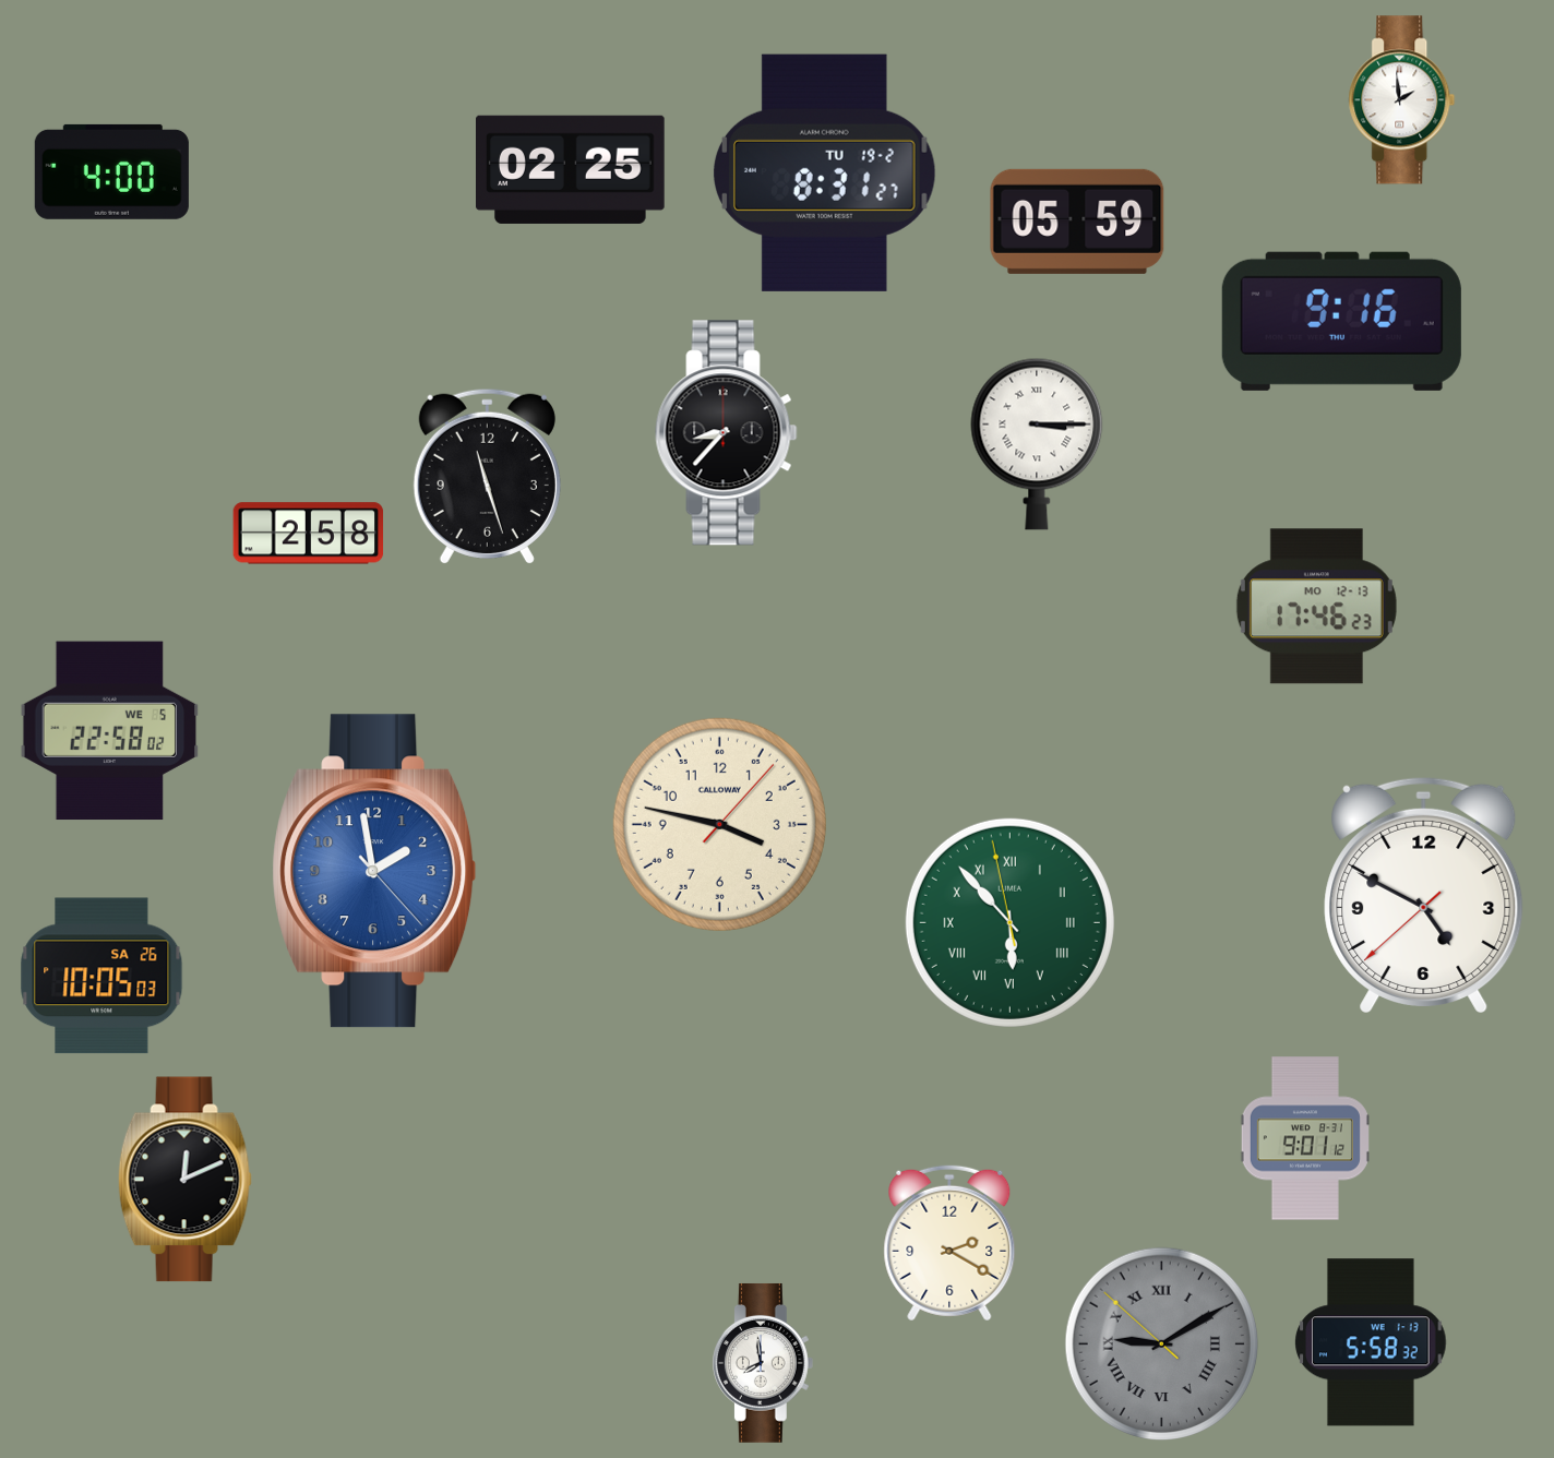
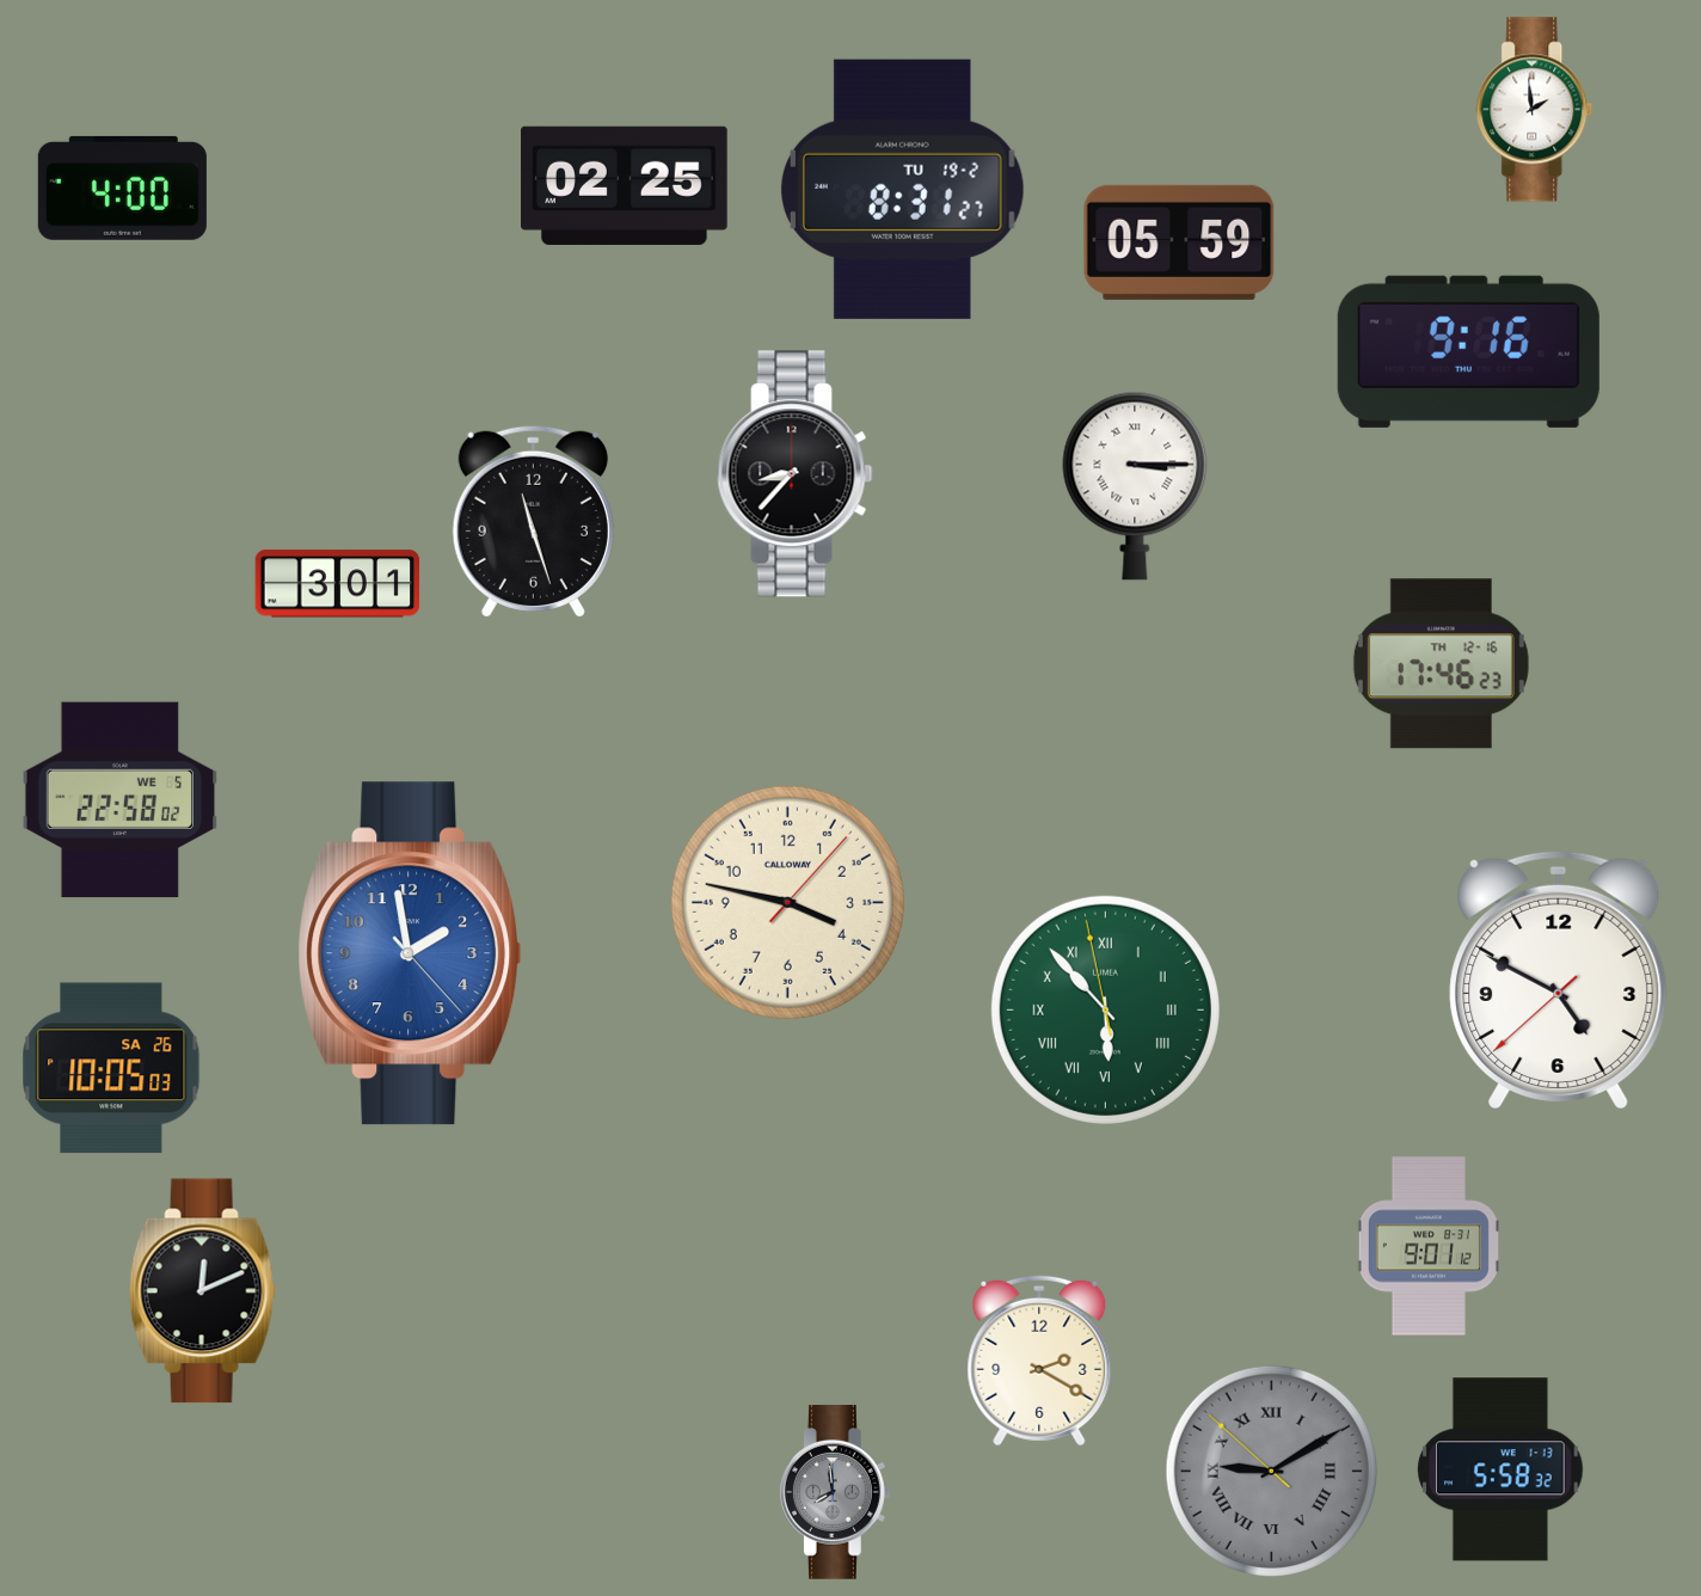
clock at (309, 534): 2:58 -> 3:01
clock at (1316, 607) date: MO 12-13 -> TH 12-16
clock at (763, 1363) dial: white -> grey
